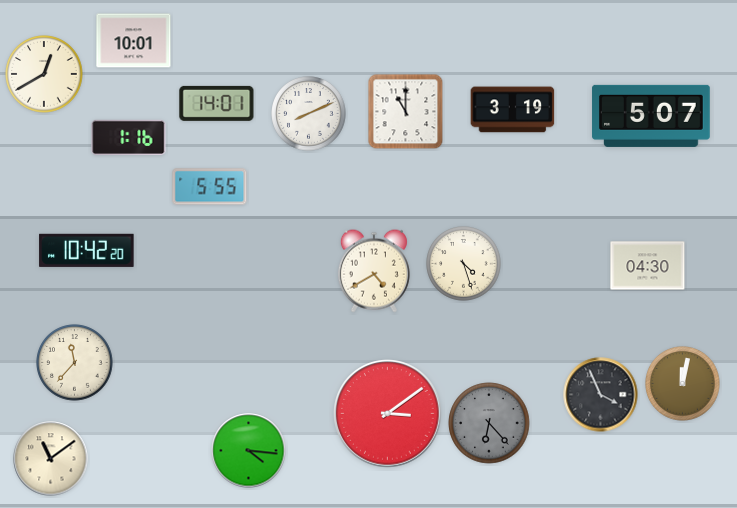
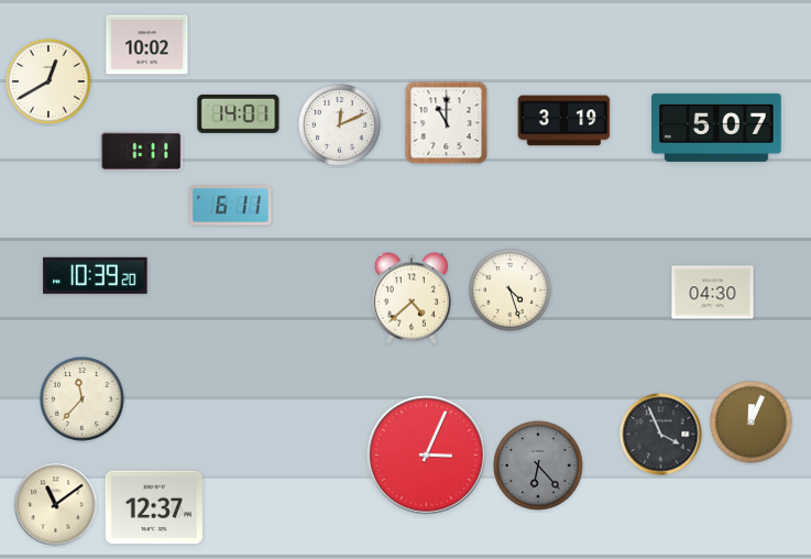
clock at (134, 41): 10:01 -> 10:02
clock at (309, 114): 8:11 -> 12:11
clock at (129, 138): 1:16 -> 1:11
clock at (210, 187): 5:55 -> 6:11
clock at (87, 250): 10:42 -> 10:39
clock at (374, 271): 4:40 -> 4:38
clock at (683, 384): 12:02 -> 12:04
clock at (388, 414): 3:09 -> 3:04
clock at (249, 451): 4:16 -> none
clock at (154, 507): none -> 12:37
